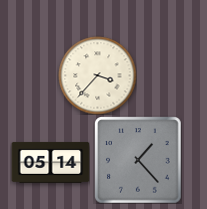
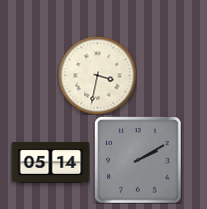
clock at (97, 75): 3:37 -> 3:32
clock at (138, 160): 1:23 -> 2:10
